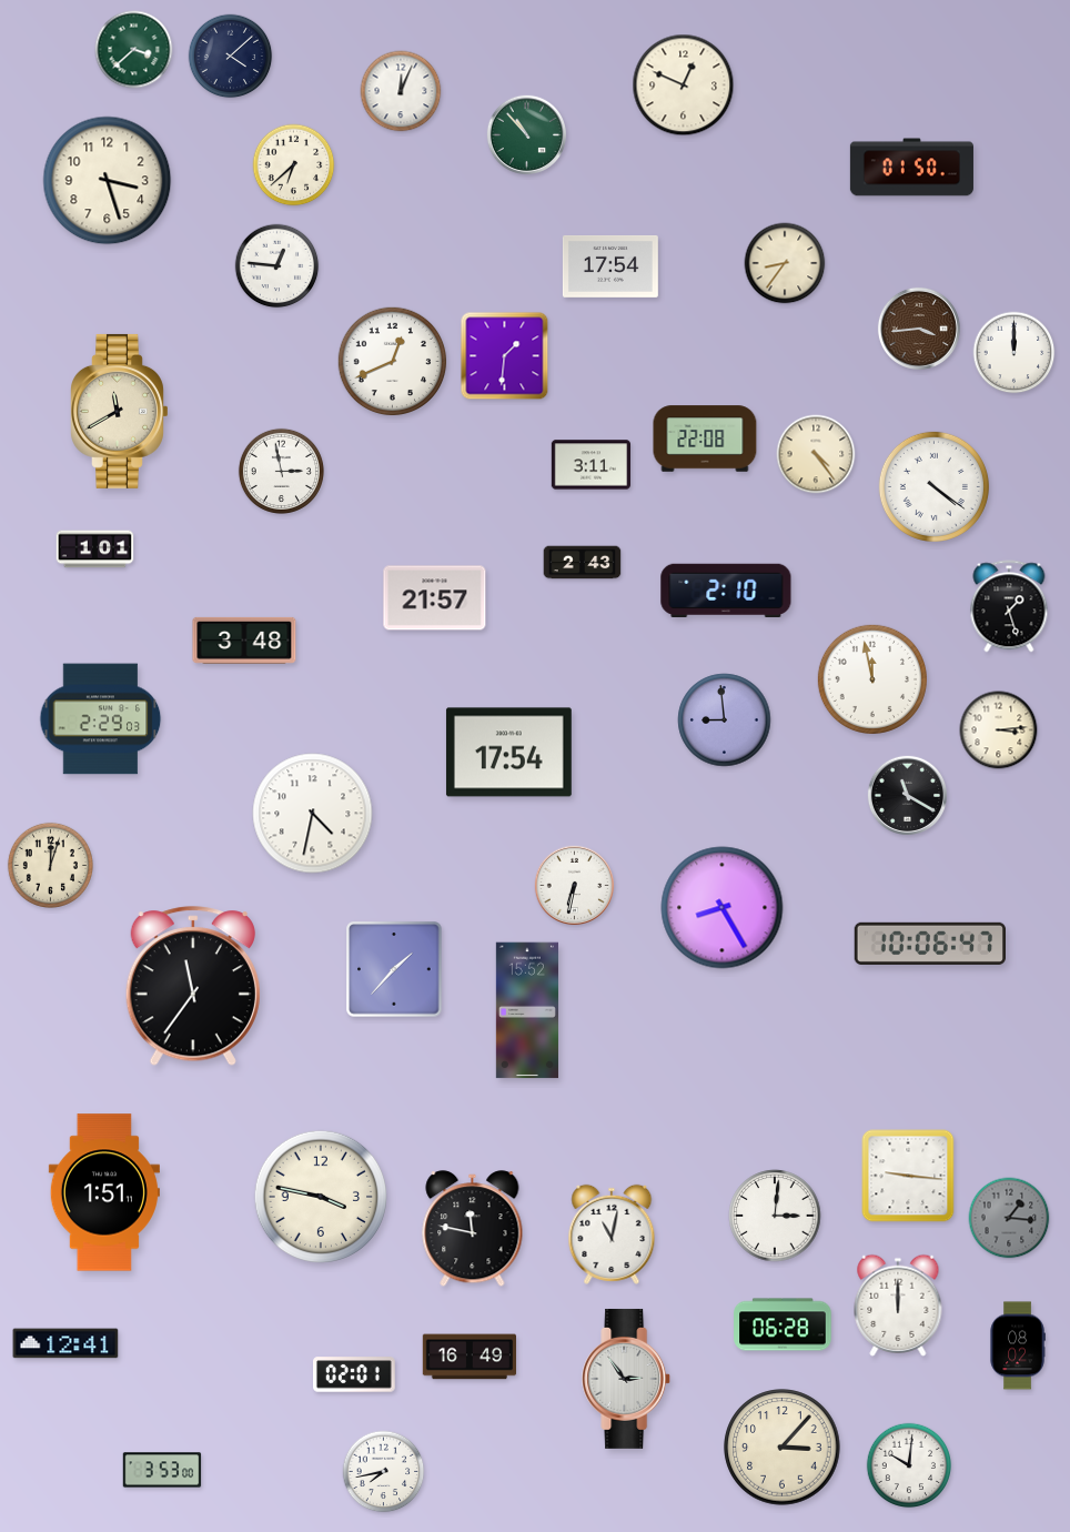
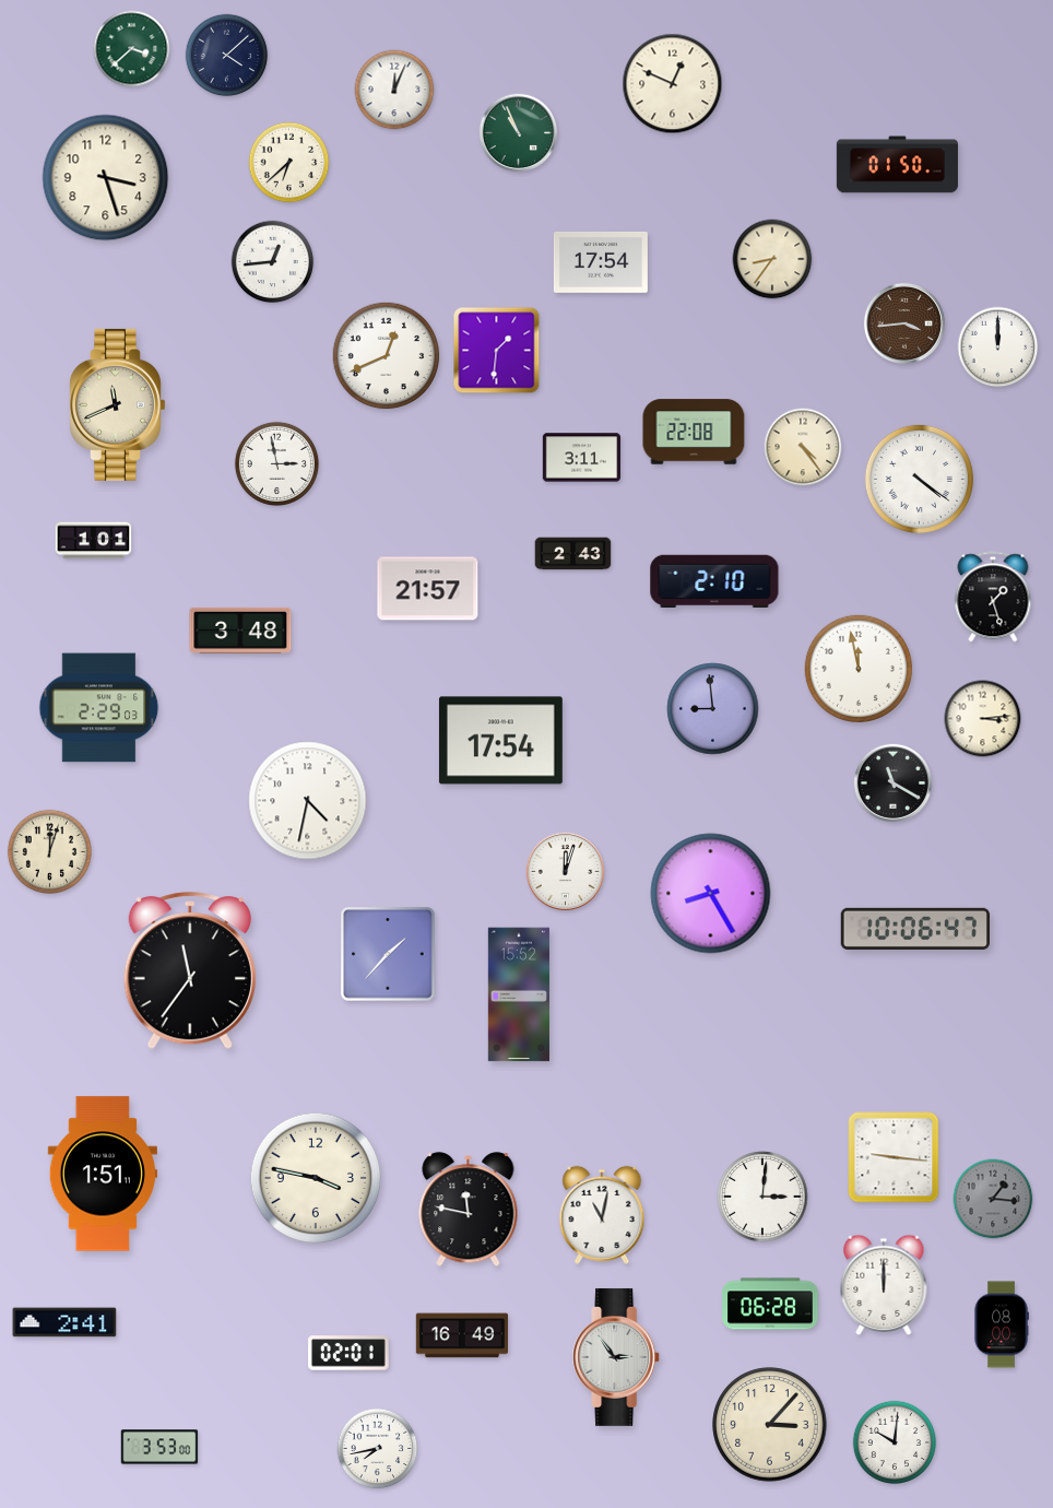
clock at (527, 135): 10:53 -> 10:56
clock at (277, 266): 12:46 -> 12:44
clock at (120, 411): 11:40 -> 11:41
clock at (575, 886): 6:32 -> 12:03
clock at (473, 1229) position: (473, 1229) -> (469, 1210)
clock at (65, 1343): 12:41 -> 2:41
clock at (1018, 1345): 08:02 -> 08:00
